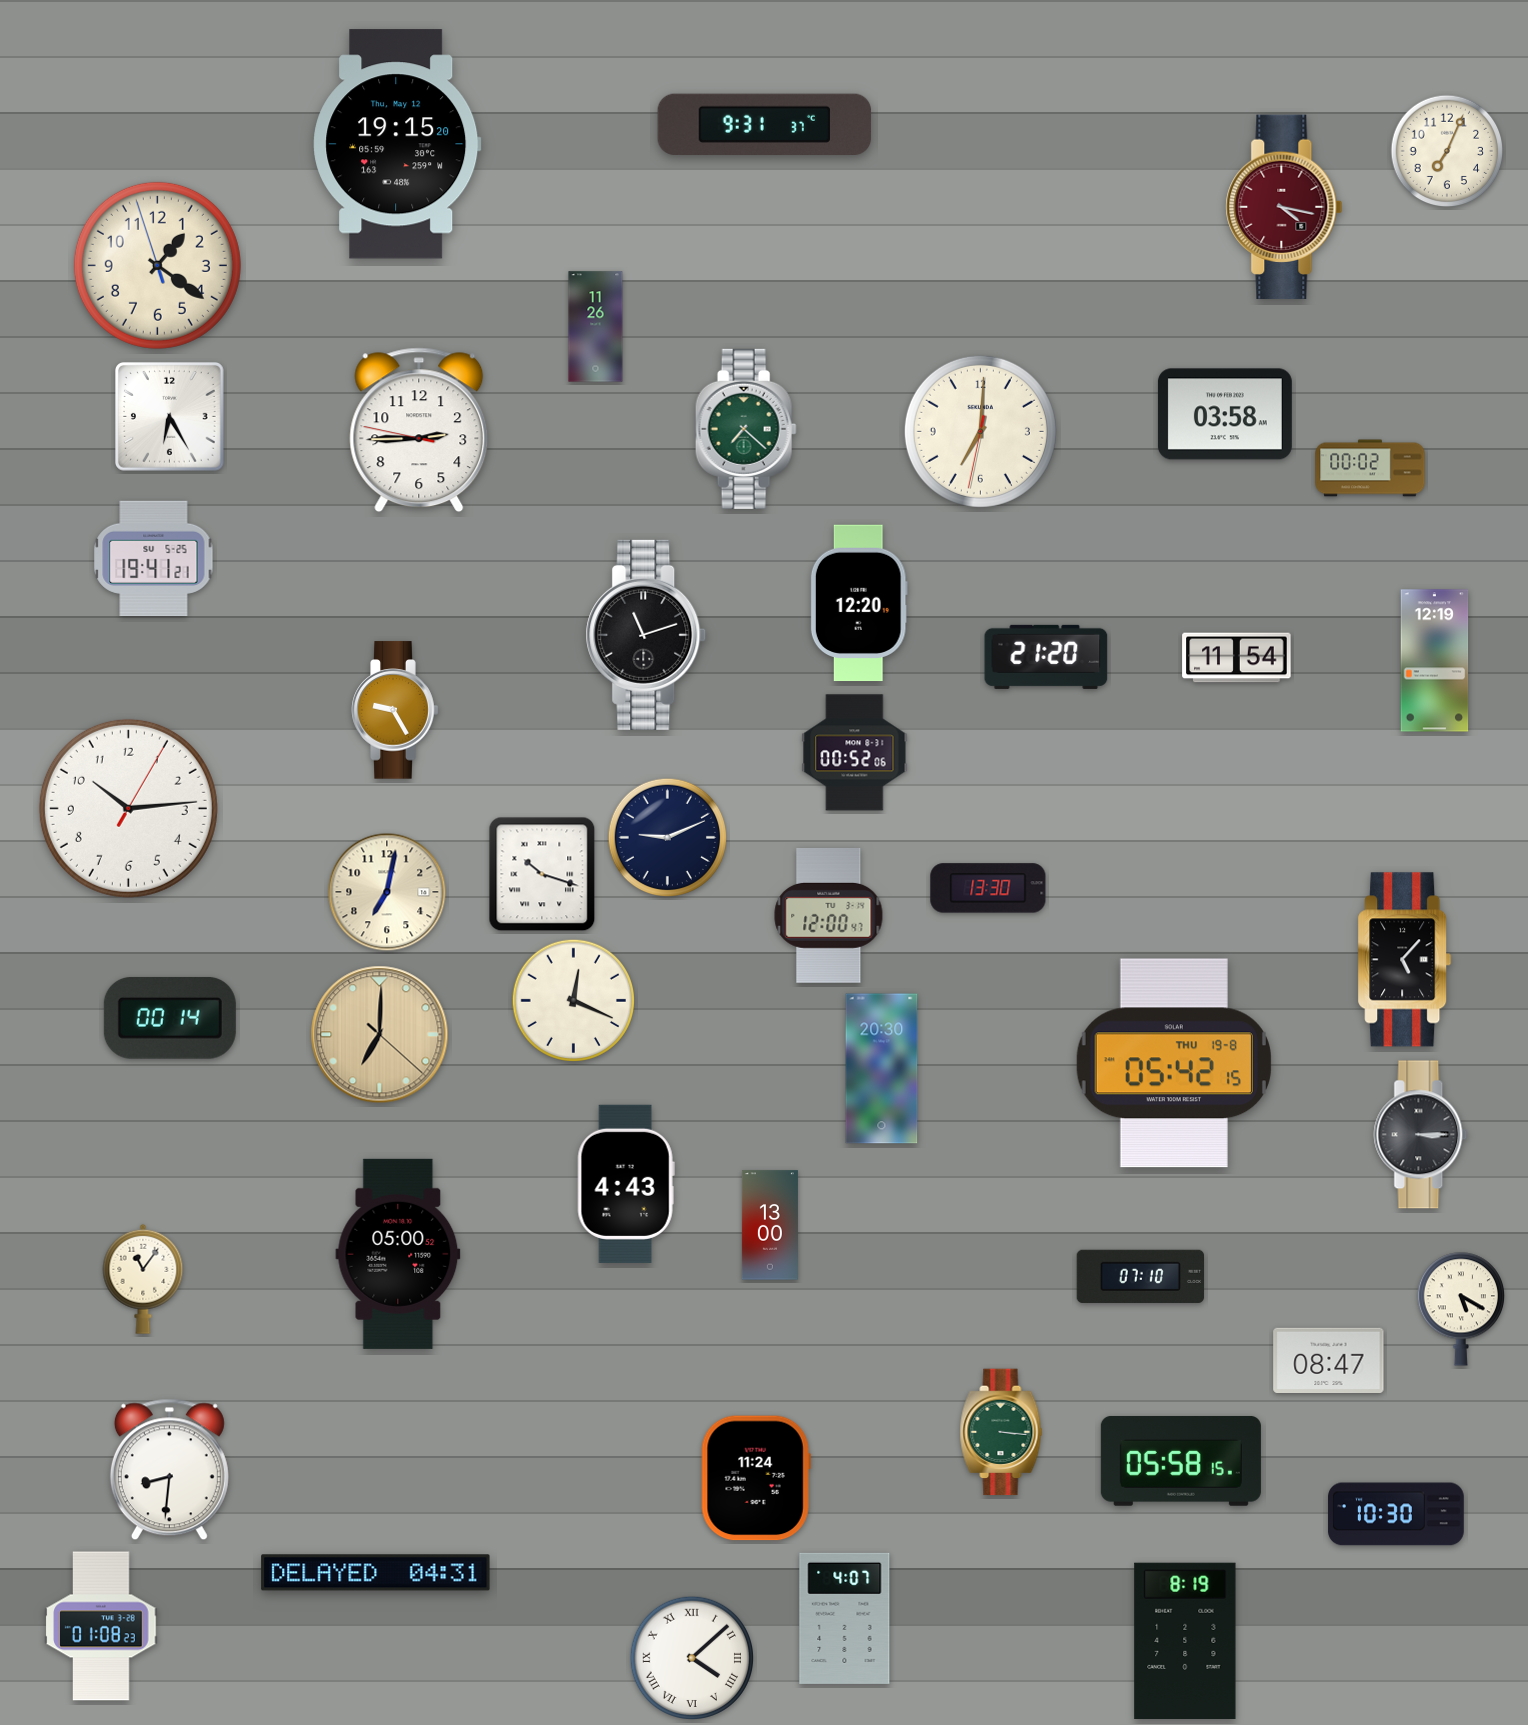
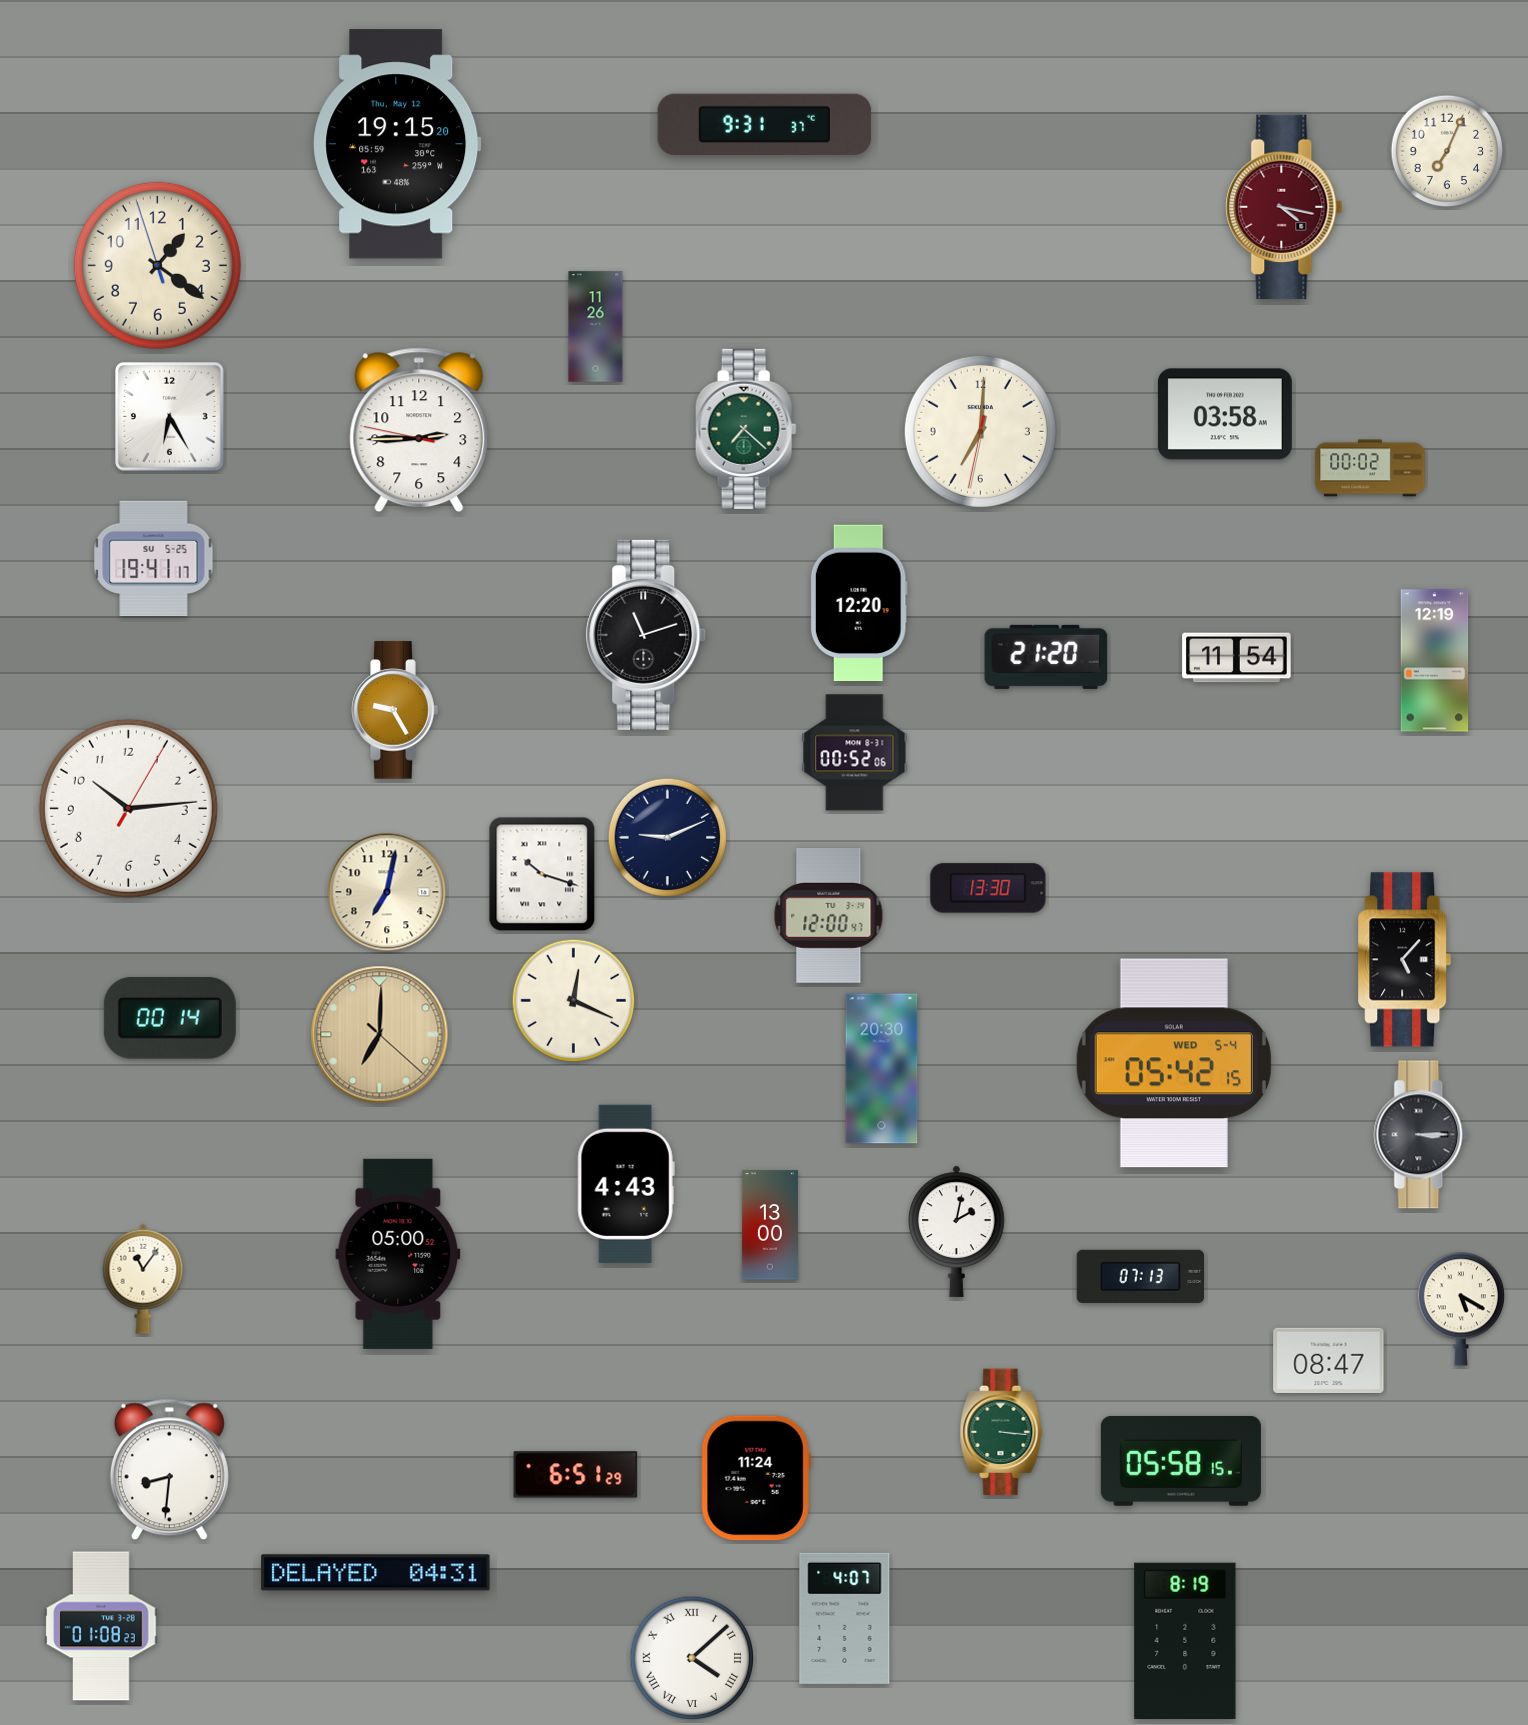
clock at (154, 558): 19:41:21 -> 19:41:17
clock at (1174, 1063) date: THU 19-8 -> WED 5-4
clock at (957, 1231): none -> 2:02
clock at (1141, 1276): 07:10 -> 07:13
clock at (576, 1475): none -> 6:51
clock at (1396, 1514): 10:30 -> none
